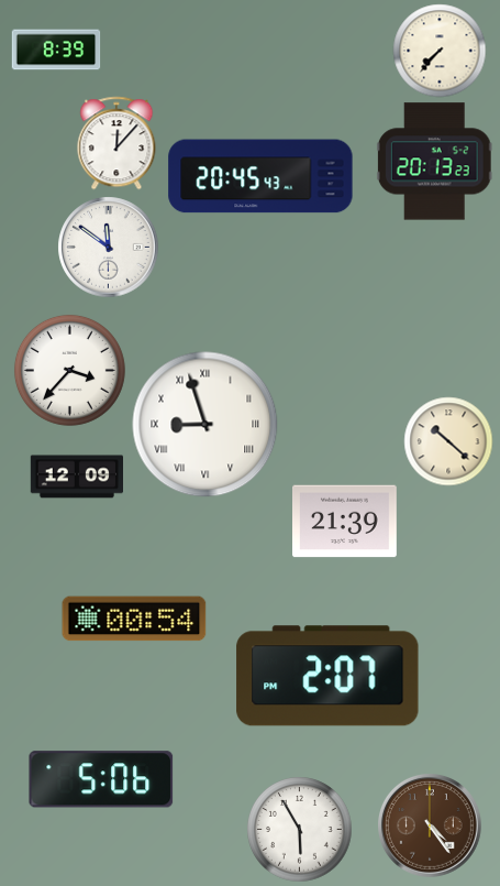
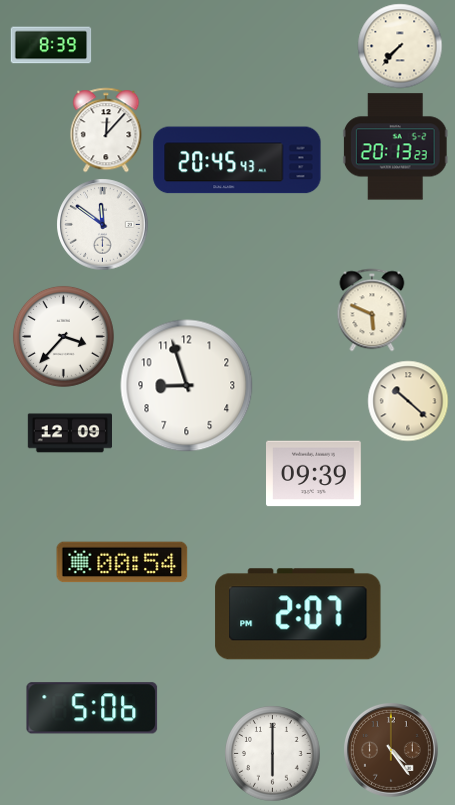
clock at (108, 247) position: (108, 247) -> (102, 224)
clock at (372, 310): none -> 5:49
clock at (205, 425) numerals: Roman -> Arabic
clock at (345, 522): 21:39 -> 09:39
clock at (299, 829): 5:55 -> 6:00
